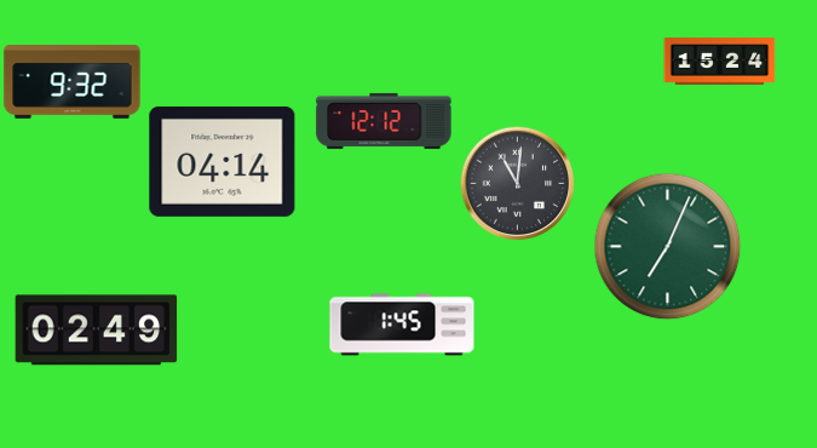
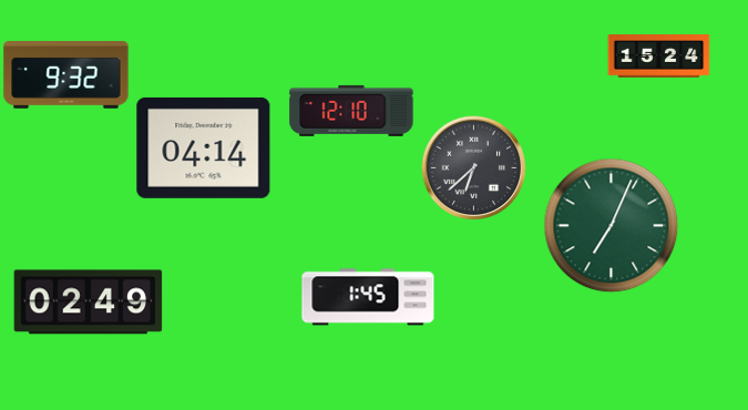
clock at (384, 121): 12:12 -> 12:10
clock at (517, 183): 11:01 -> 6:38
